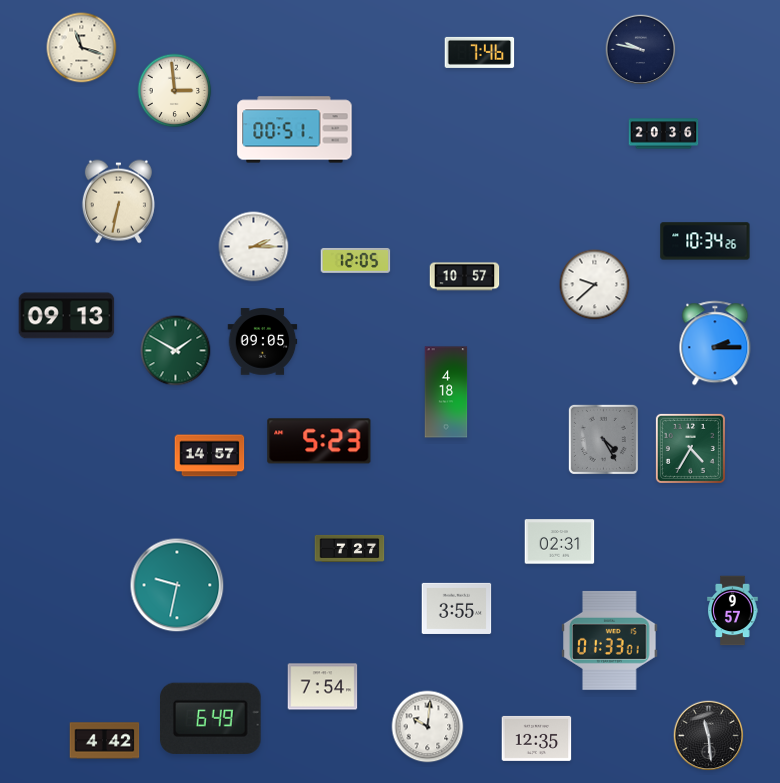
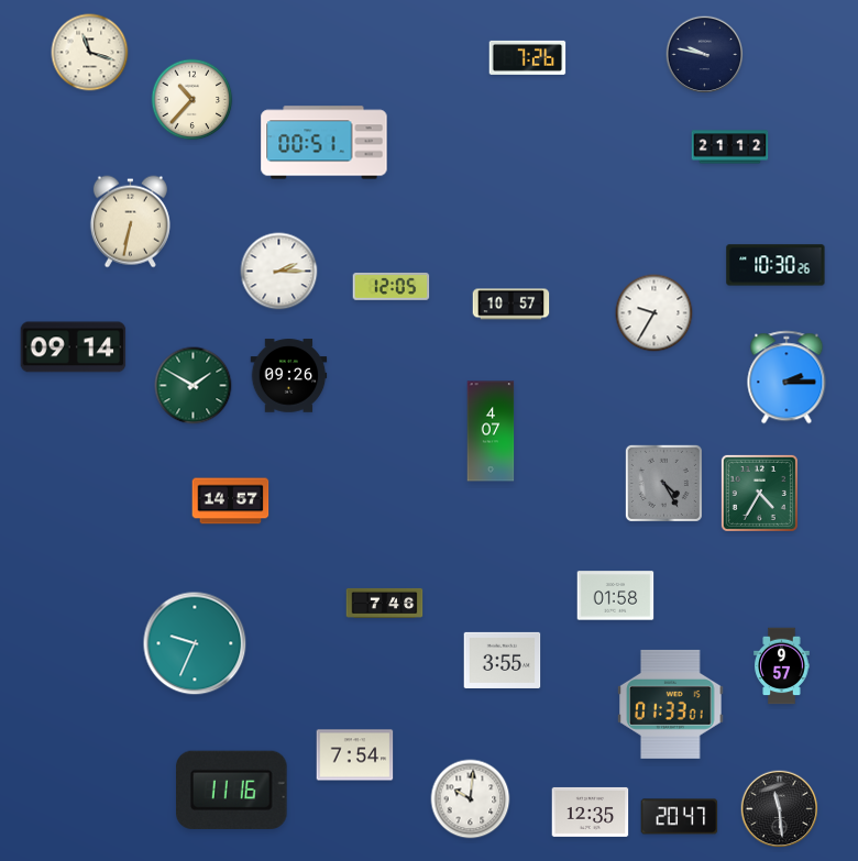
clock at (480, 52): 7:46 -> 7:26
clock at (175, 91): 2:59 -> 10:37
clock at (664, 134): 20:36 -> 21:12
clock at (705, 241): 10:34 -> 10:30
clock at (595, 285): 9:38 -> 9:35
clock at (67, 316): 09:13 -> 09:14
clock at (263, 342): 09:05 -> 09:26
clock at (446, 392): 4:18 -> 4:07
clock at (319, 441): 5:23 -> none
clock at (560, 542): 02:31 -> 01:58
clock at (350, 548): 7:27 -> 7:46
clock at (177, 585): 9:32 -> 9:34
clock at (457, 608) position: (457, 608) -> (503, 660)
clock at (733, 611) position: (733, 611) -> (782, 666)
clock at (211, 718): 6:49 -> 11:16
clock at (105, 741): 4:42 -> none
clock at (680, 817): none -> 20:47
